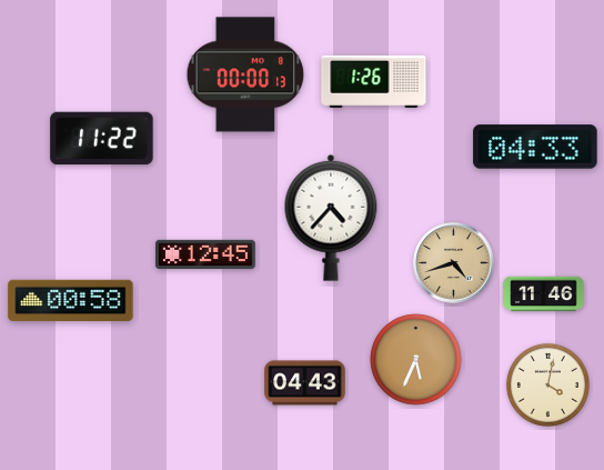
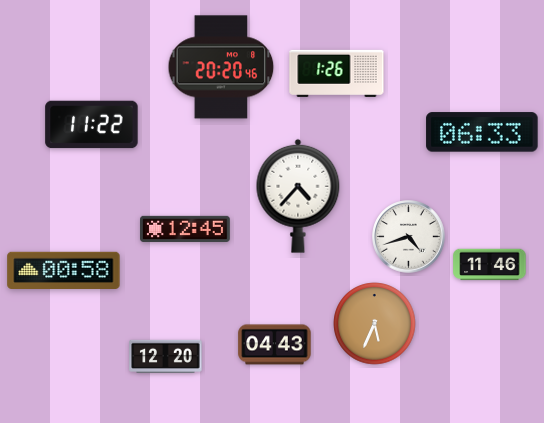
clock at (245, 74): 00:00 -> 20:20
clock at (535, 147): 04:33 -> 06:33
clock at (454, 263) dial: champagne -> white
clock at (547, 384): 4:02 -> none
clock at (166, 356): none -> 12:20
